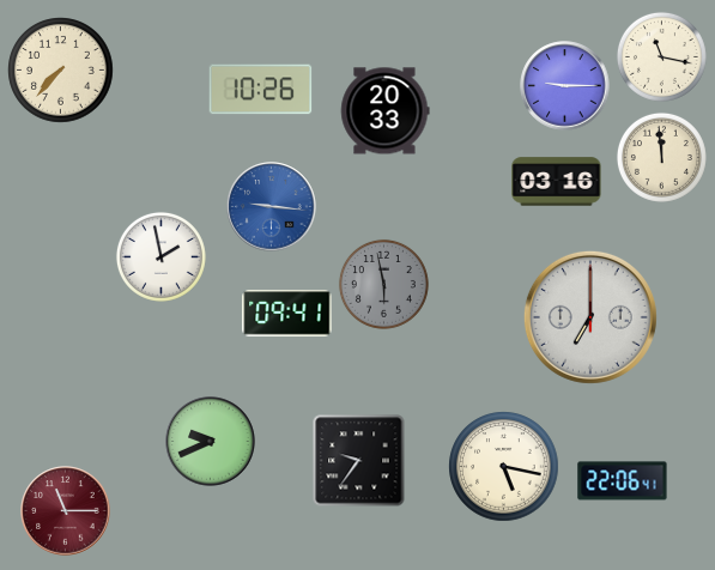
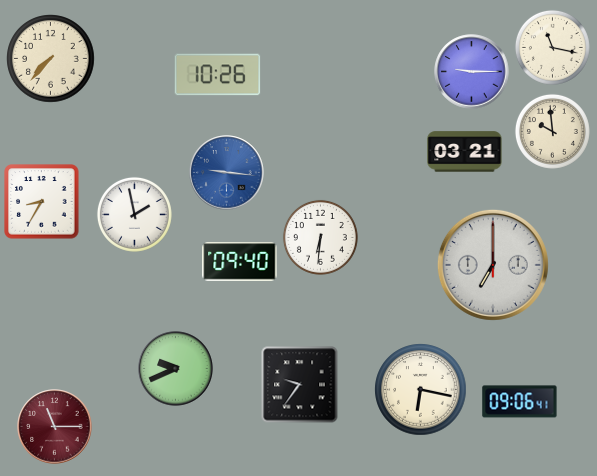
clock at (386, 111): 20:33 -> none
clock at (661, 157): 11:59 -> 9:59
clock at (557, 182): 03:16 -> 03:21
clock at (42, 202): none -> 8:35
clock at (383, 284): 5:58 -> 6:31
clock at (383, 284) dial: grey -> white
clock at (287, 314): 09:41 -> 09:40
clock at (504, 467): 5:17 -> 6:17
clock at (623, 481): 22:06 -> 09:06
